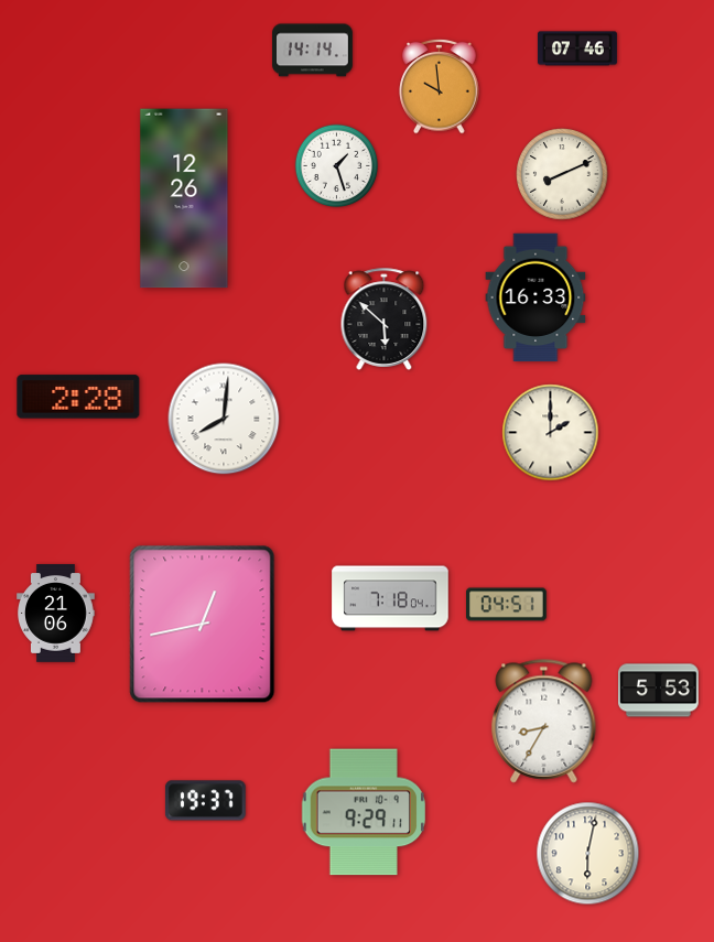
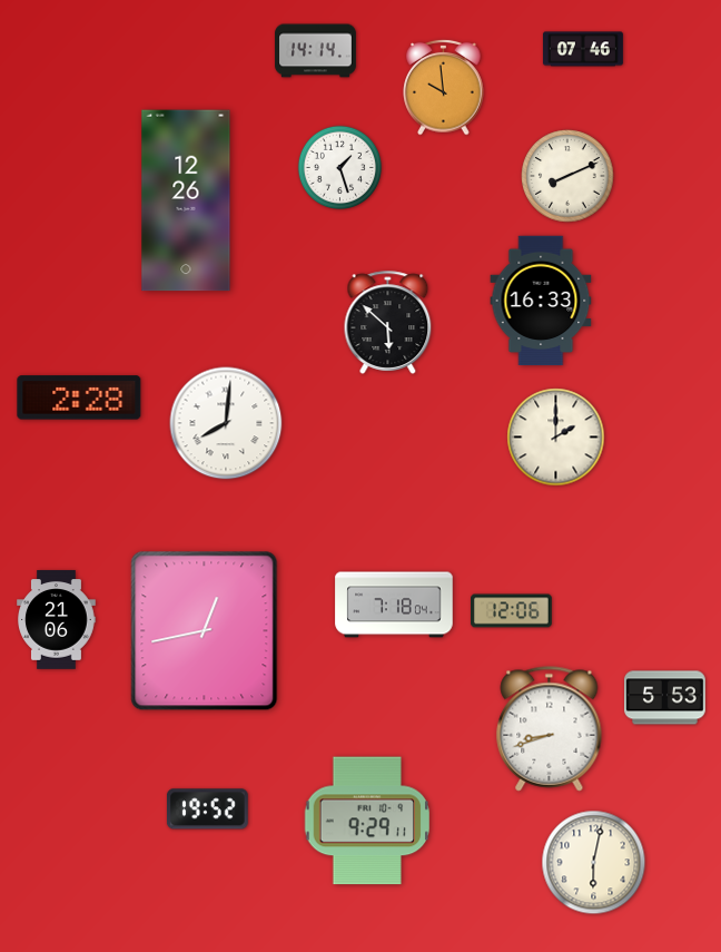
clock at (78, 397) position: (78, 397) -> (79, 398)
clock at (507, 605): 04:51 -> 12:06
clock at (544, 722): 8:35 -> 8:42
clock at (205, 801): 19:37 -> 19:52
